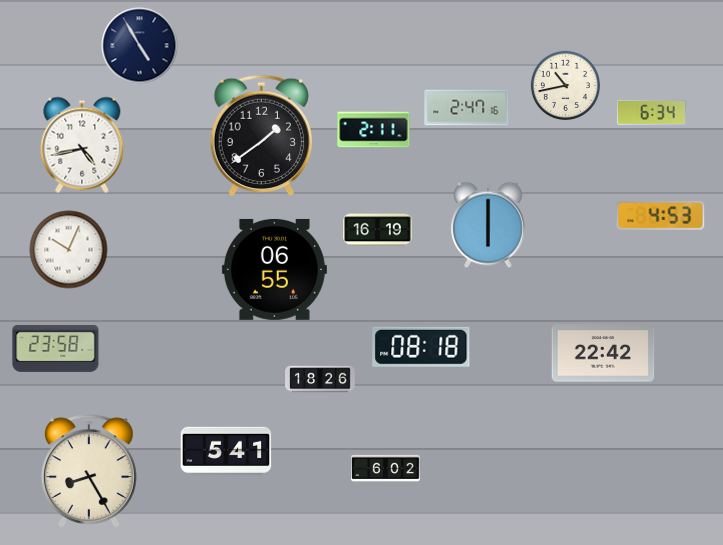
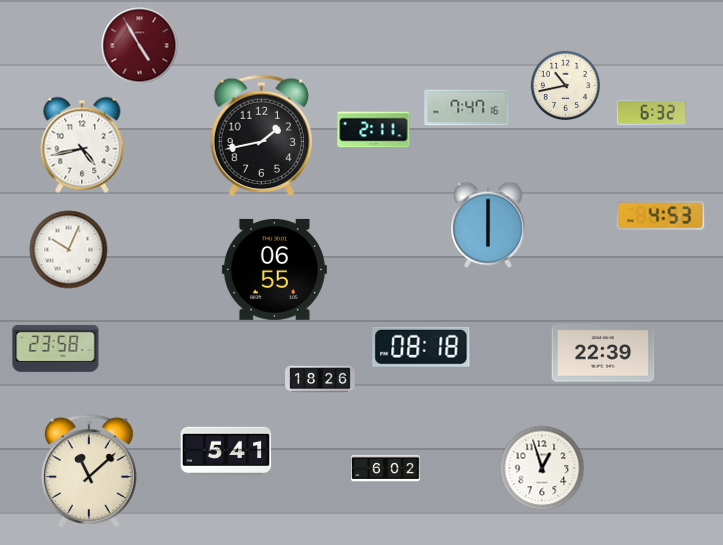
clock at (140, 46) dial: navy -> burgundy
clock at (467, 108): 2:47 -> 7:47
clock at (651, 112): 6:34 -> 6:32
clock at (262, 136): 1:39 -> 1:43
clock at (378, 230): 16:19 -> none
clock at (603, 353): 22:42 -> 22:39
clock at (542, 468): none -> 12:57
clock at (90, 471): 8:25 -> 11:08
